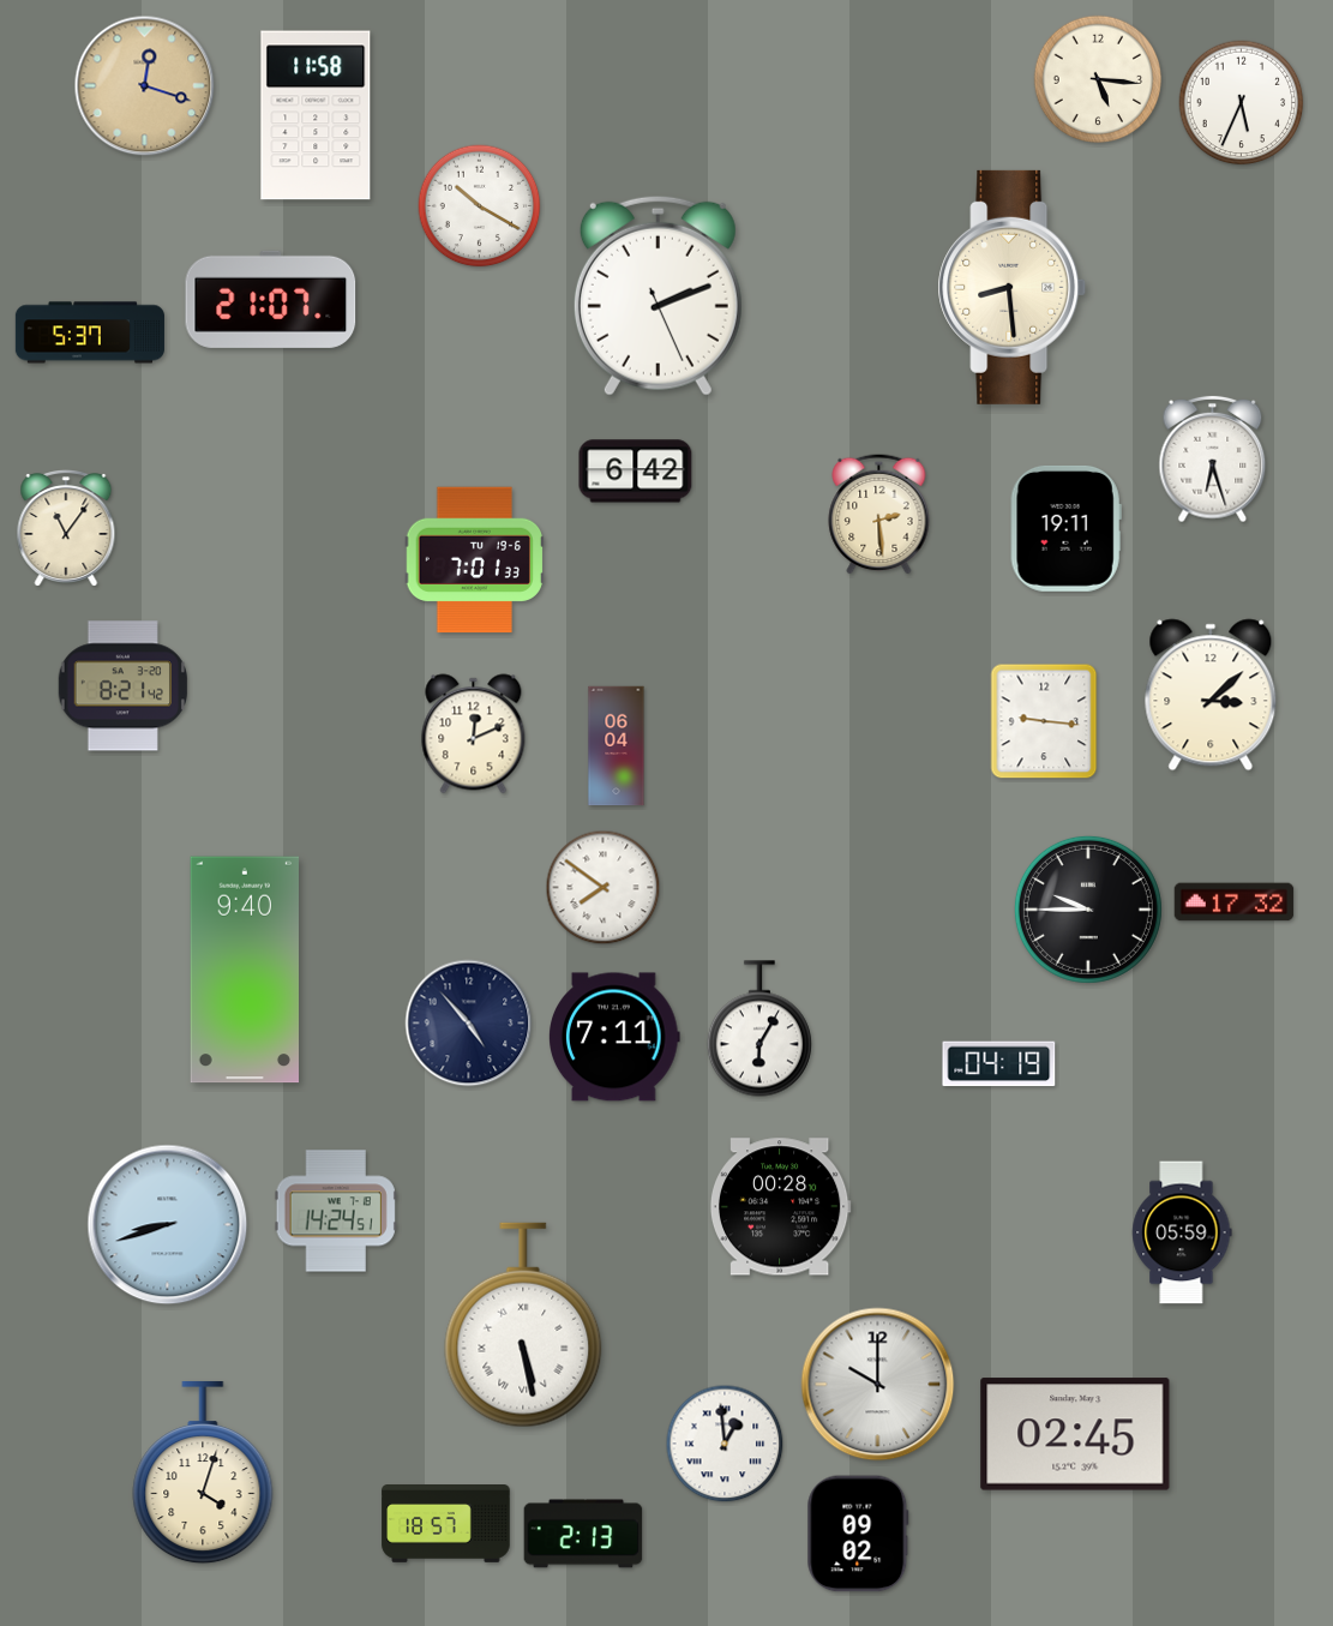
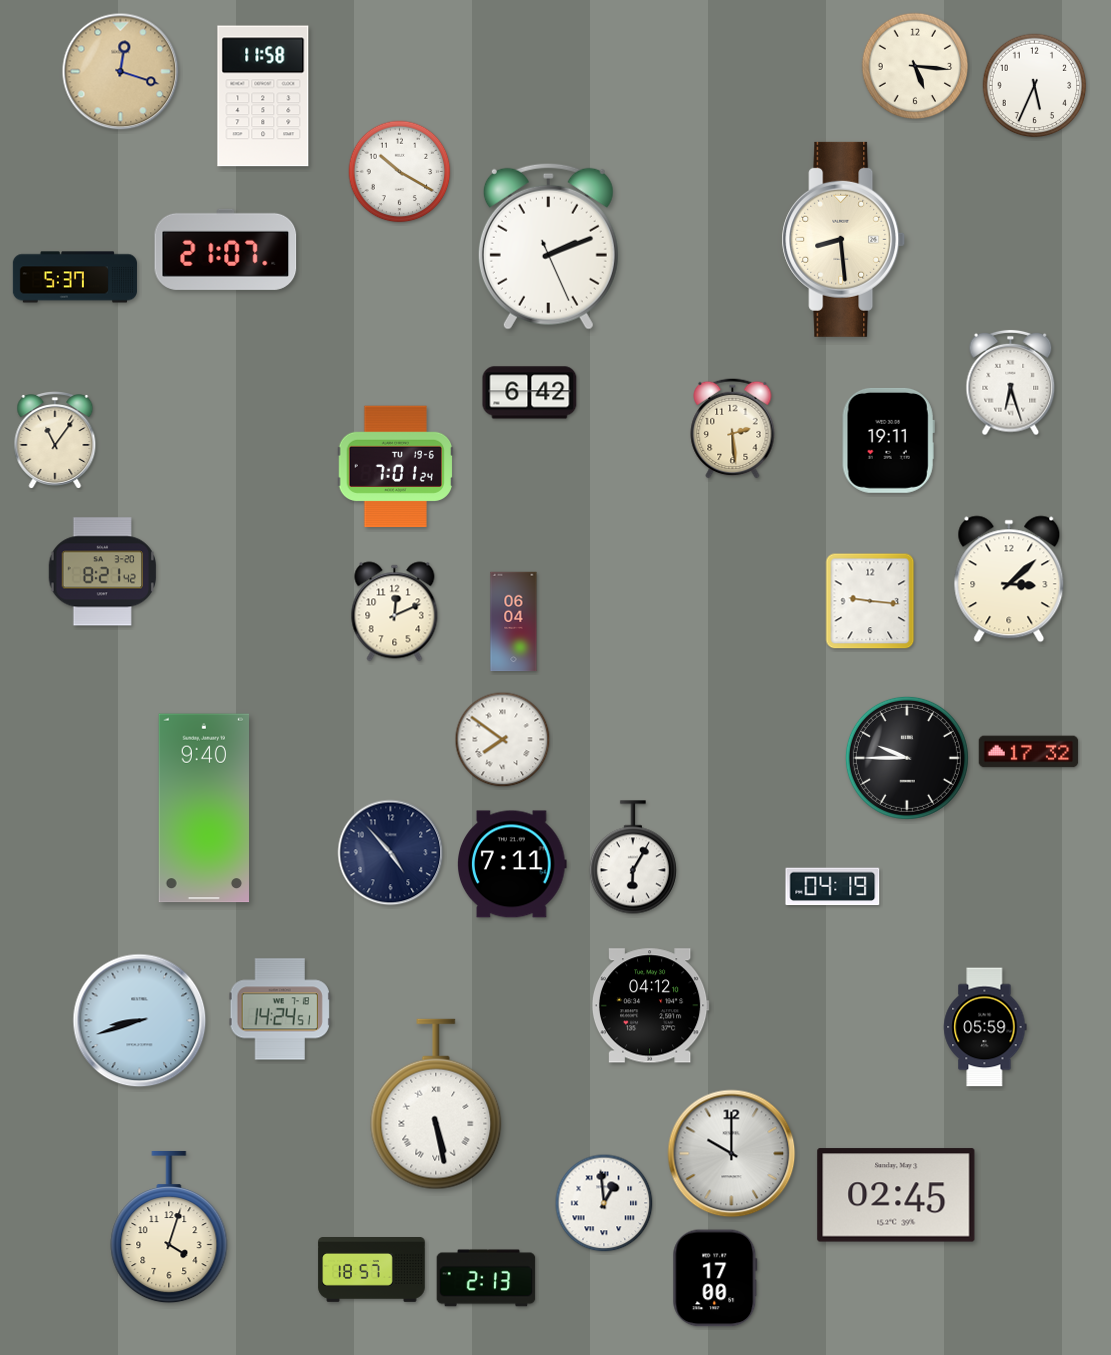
clock at (474, 560): 7:01:33 -> 7:01:24
clock at (780, 1207): 00:28 -> 04:12
clock at (858, 1534): 09:02 -> 17:00
